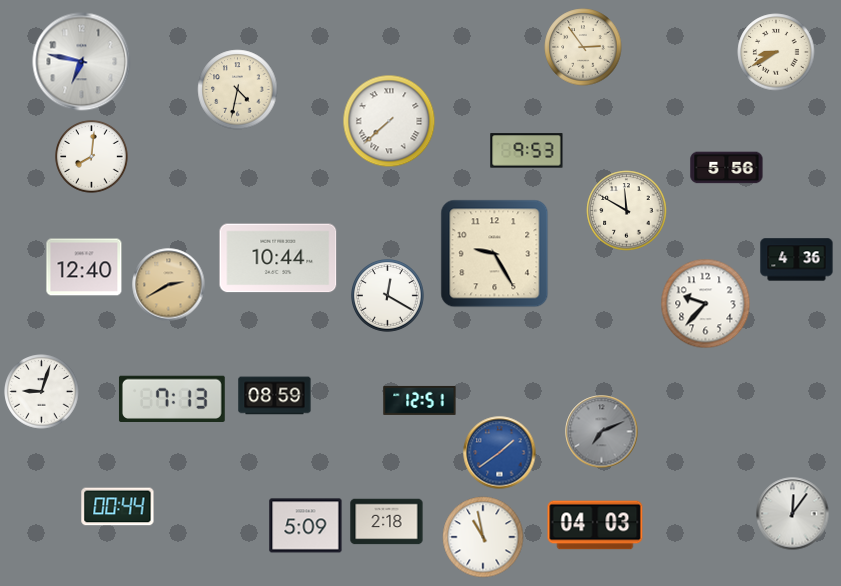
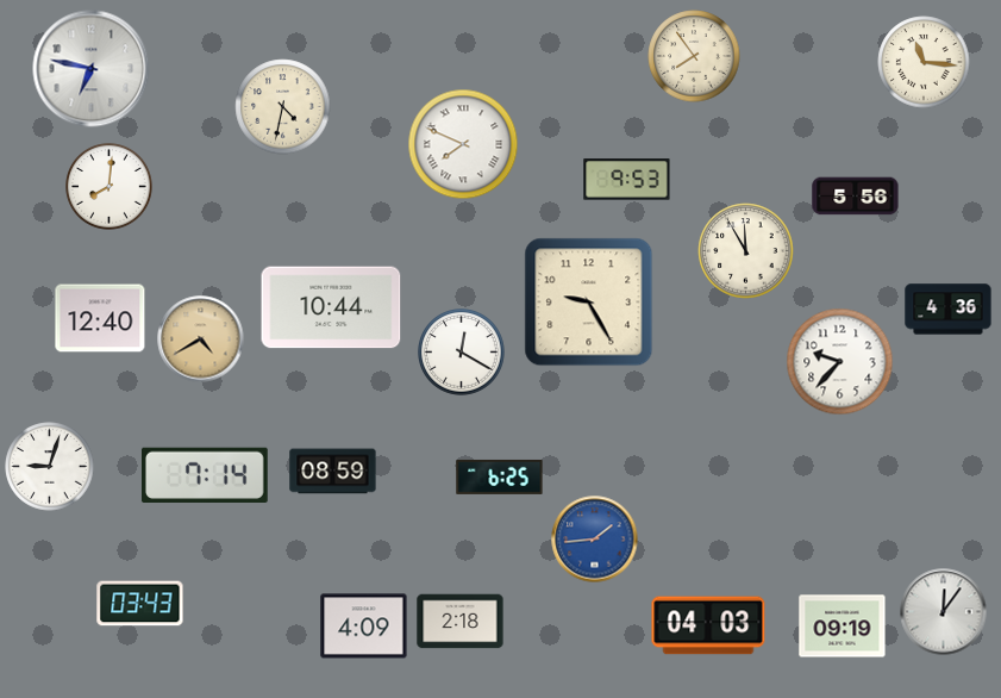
clock at (583, 47): 2:54 -> 7:54
clock at (776, 52): 8:40 -> 11:16
clock at (82, 62) position: (82, 62) -> (92, 69)
clock at (389, 121): 7:38 -> 7:49
clock at (727, 168) position: (727, 168) -> (856, 197)
clock at (627, 211): 11:50 -> 11:55
clock at (169, 285): 2:40 -> 4:40
clock at (275, 396) position: (275, 396) -> (333, 472)
clock at (172, 398): 7:13 -> 7:14
clock at (420, 400): 12:51 -> 6:25
clock at (602, 432): 7:11 -> none
clock at (500, 453): 1:39 -> 1:44
clock at (118, 507): 00:44 -> 03:43
clock at (306, 526): 5:09 -> 4:09
clock at (843, 627): none -> 09:19
clock at (483, 537): 10:58 -> none
